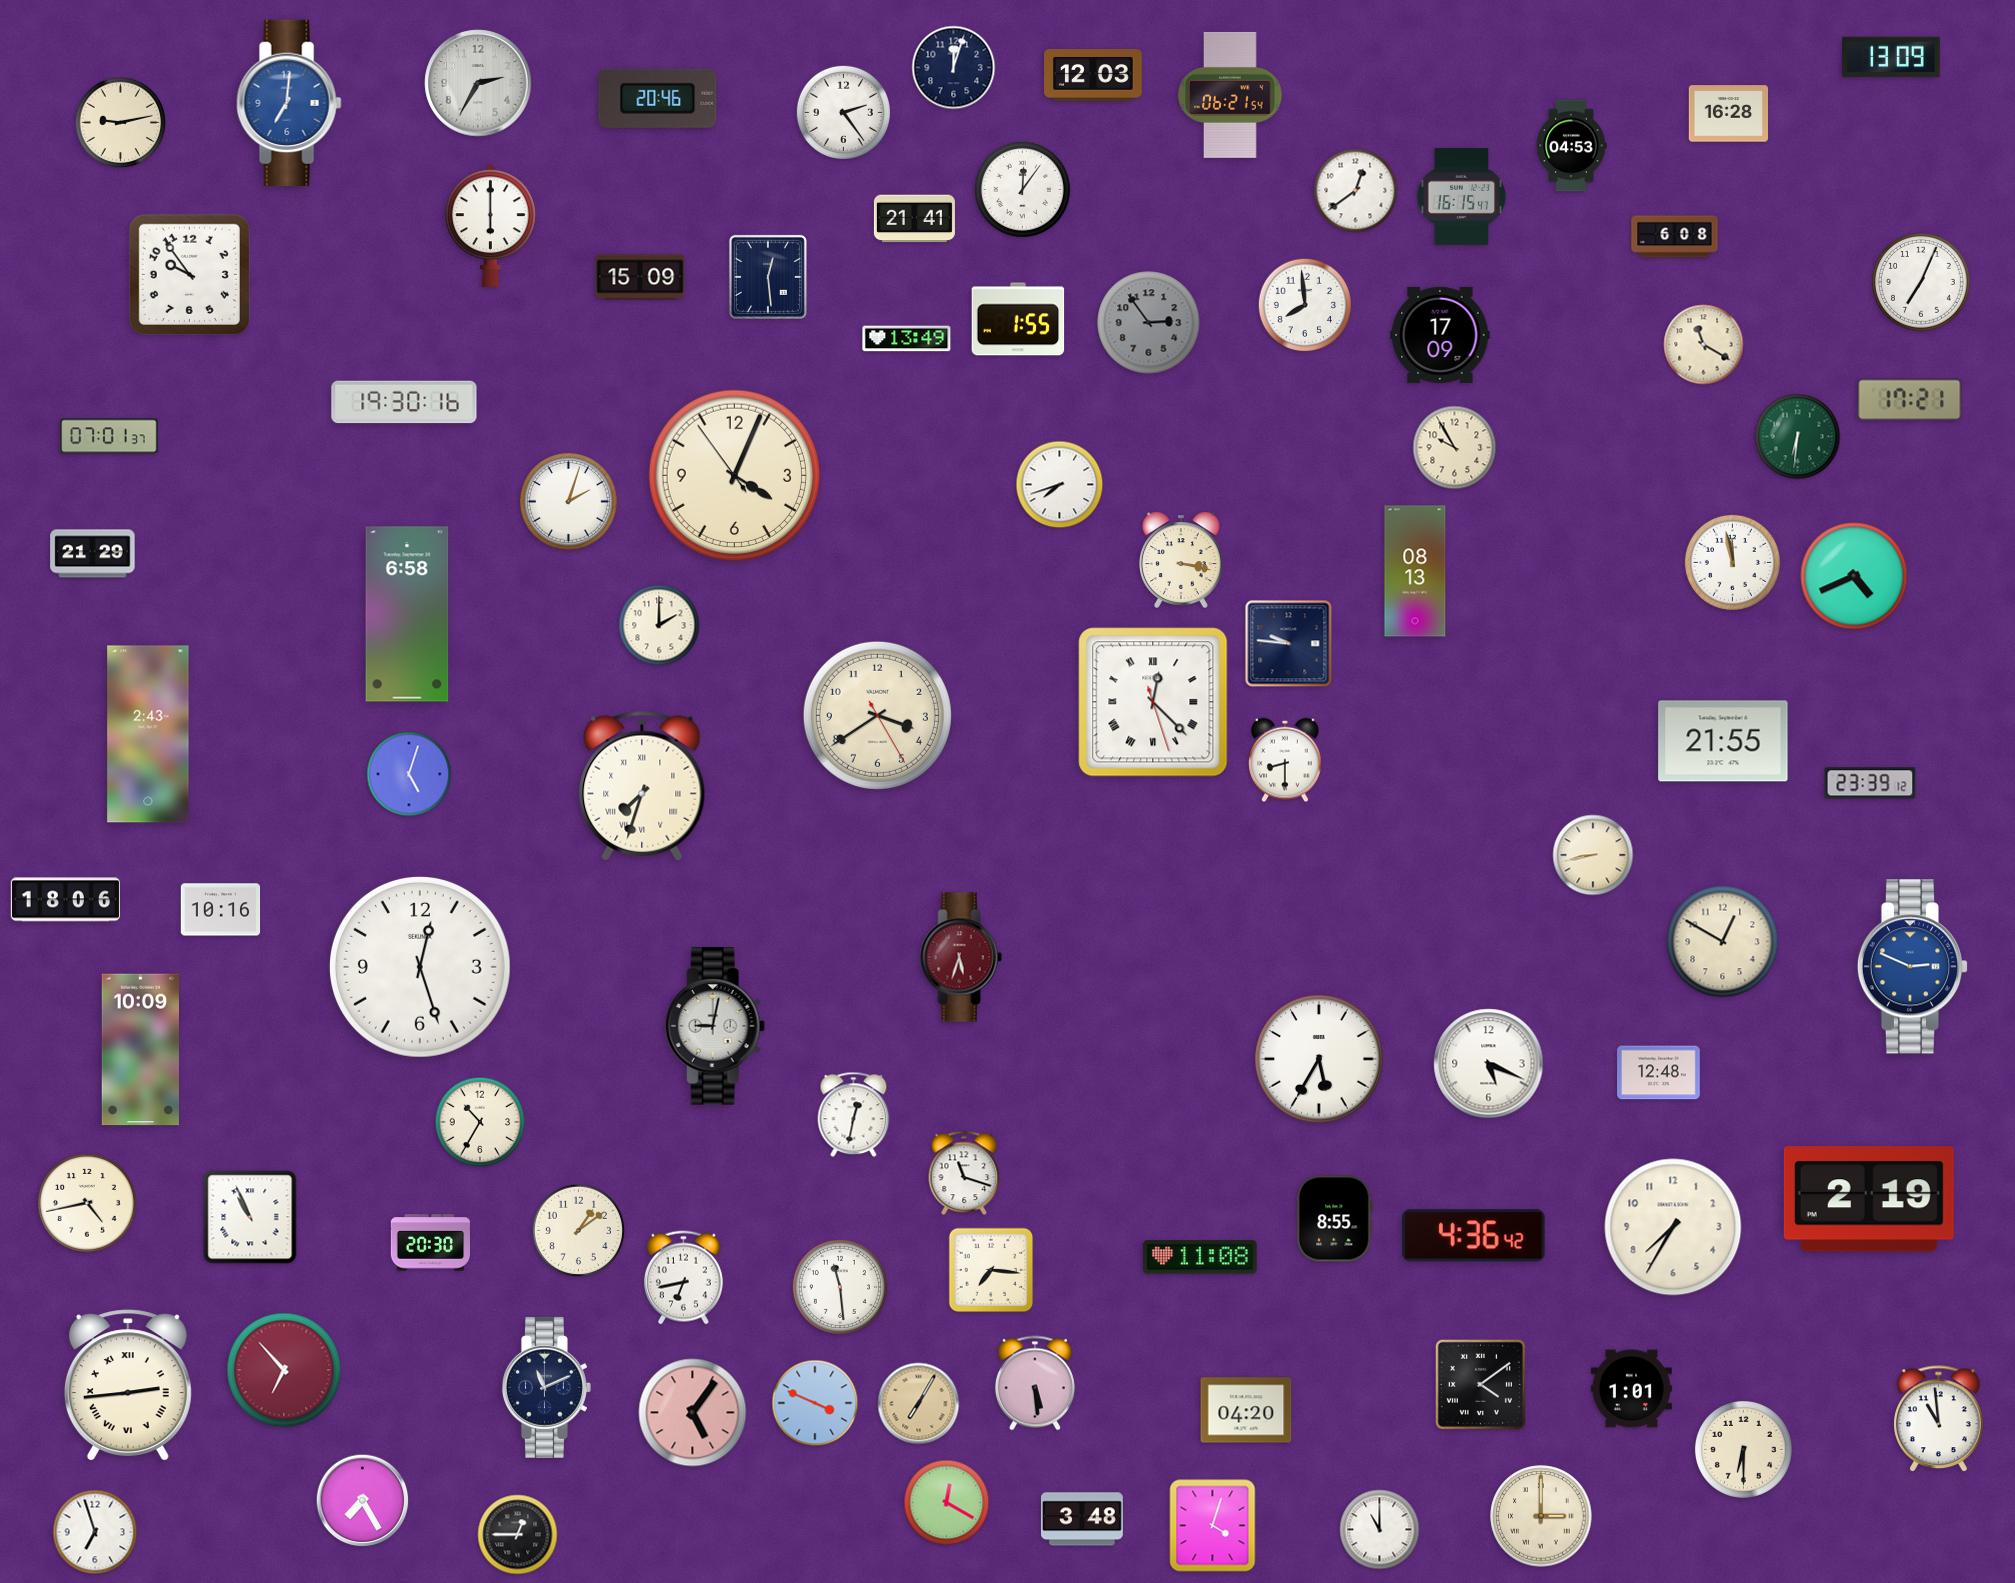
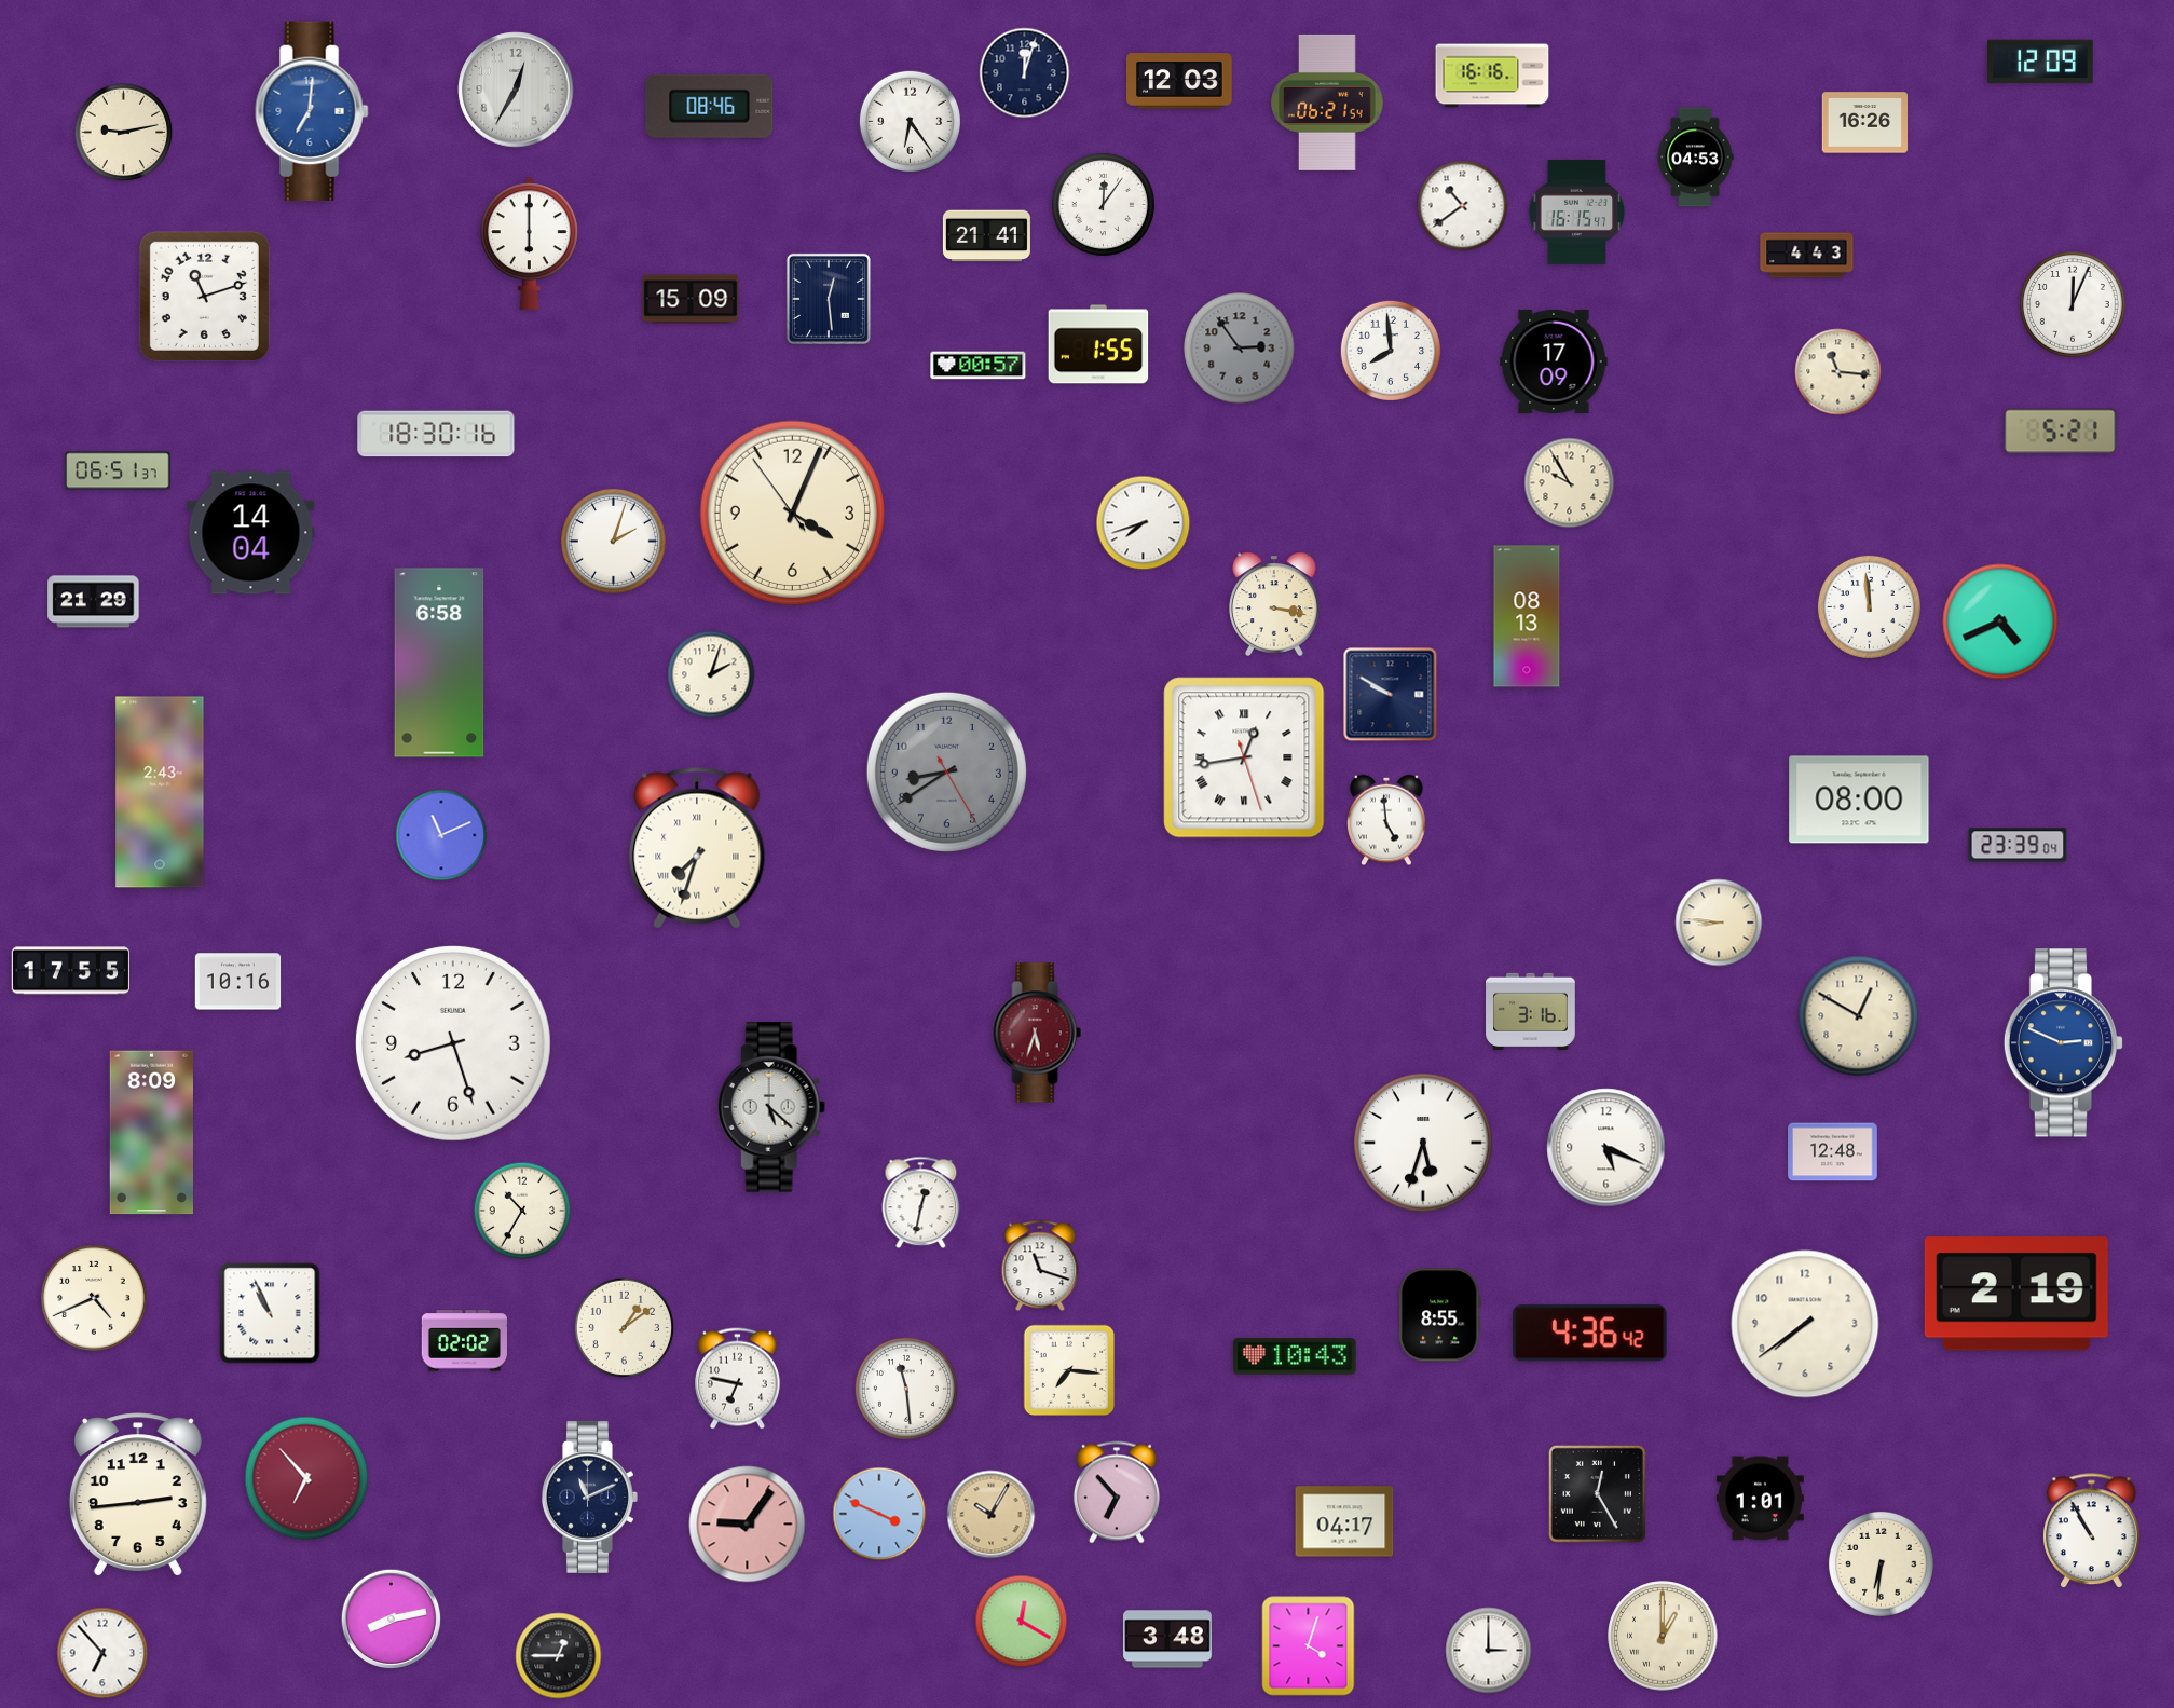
clock at (1891, 57): 13:09 -> 12:09
clock at (954, 68) position: (954, 68) -> (1025, 73)
clock at (1492, 76): none -> 16:16
clock at (478, 83): 2:35 -> 12:35
clock at (658, 98): 20:46 -> 08:46
clock at (843, 112): 2:24 -> 6:24
clock at (1729, 114): 16:28 -> 16:26
clock at (121, 123) position: (121, 123) -> (124, 133)
clock at (1356, 191): 12:39 -> 10:39
clock at (1675, 237): 6:08 -> 4:43
clock at (189, 274): 9:54 -> 11:12
clock at (1922, 283): 7:04 -> 12:04
clock at (1304, 304) position: (1304, 304) -> (1390, 350)
clock at (907, 339): 13:49 -> 00:57
clock at (1704, 345): 11:20 -> 11:16
clock at (1910, 400): 17:21 -> 5:21
clock at (404, 402): 19:30 -> 18:30
clock at (109, 436): 07:01 -> 06:51
clock at (1798, 437): 6:31 -> none
clock at (251, 533): none -> 14:04
clock at (93, 554) position: (93, 554) -> (94, 602)
clock at (1732, 562): 11:58 -> 11:59
clock at (659, 625): 2:00 -> 2:03
clock at (1289, 644): 9:46 -> 9:50
clock at (1153, 702): 12:22 -> 12:43
clock at (877, 715): 3:39 -> 8:39
clock at (877, 715) dial: cream -> grey
clock at (1723, 741): 21:55 -> 08:00
clock at (1285, 760): 8:30 -> 4:59
clock at (409, 774): 5:03 -> 11:11
clock at (1870, 783): 23:39:12 -> 23:39:04
clock at (642, 786) position: (642, 786) -> (697, 848)
clock at (1593, 855): 8:43 -> 8:46
clock at (65, 900): 18:06 -> 17:55
clock at (1531, 1011): none -> 3:16
clock at (420, 967): 12:27 -> 8:27
clock at (715, 1026): 9:02 -> 5:22
clock at (140, 1050): 10:09 -> 8:09
clock at (1319, 1059): 5:35 -> 5:33
clock at (1659, 1073) position: (1659, 1073) -> (1833, 1152)
clock at (480, 1122) position: (480, 1122) -> (522, 1211)
clock at (88, 1204): 4:43 -> 4:41
clock at (1673, 1227): 7:35 -> 7:39
clock at (431, 1243): 20:30 -> 02:02
clock at (1200, 1257): 11:08 -> 10:43
clock at (683, 1278): 6:43 -> 6:47
clock at (1035, 1383): 5:29 -> 6:53
clock at (1480, 1384): 4:09 -> 12:25
clock at (128, 1385) numerals: Roman -> Arabic
clock at (919, 1404): 7:05 -> 10:05
clock at (1246, 1410): 04:20 -> 04:17
clock at (693, 1413): 5:06 -> 9:06
clock at (1939, 1419): 10:59 -> 10:55
clock at (1743, 1449): 6:30 -> 6:31
clock at (363, 1501): 7:25 -> 8:13
clock at (1541, 1516): 3:00 -> 1:00
clock at (1380, 1530): 11:00 -> 3:00
clock at (95, 1532): 6:57 -> 6:53
